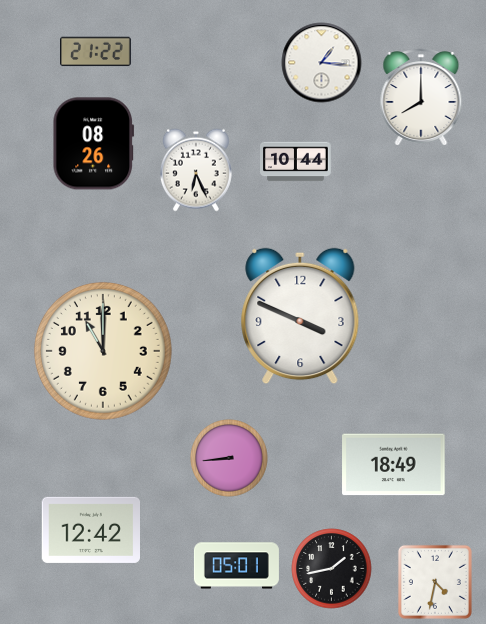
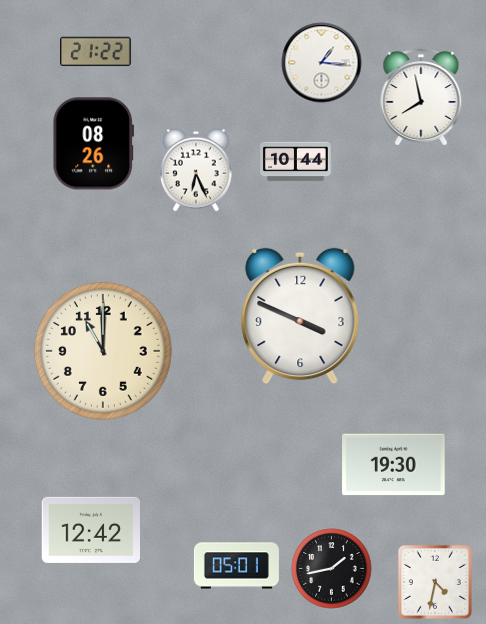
clock at (421, 98): 8:00 -> 7:58
clock at (230, 459): 8:44 -> none
clock at (394, 465): 18:49 -> 19:30
